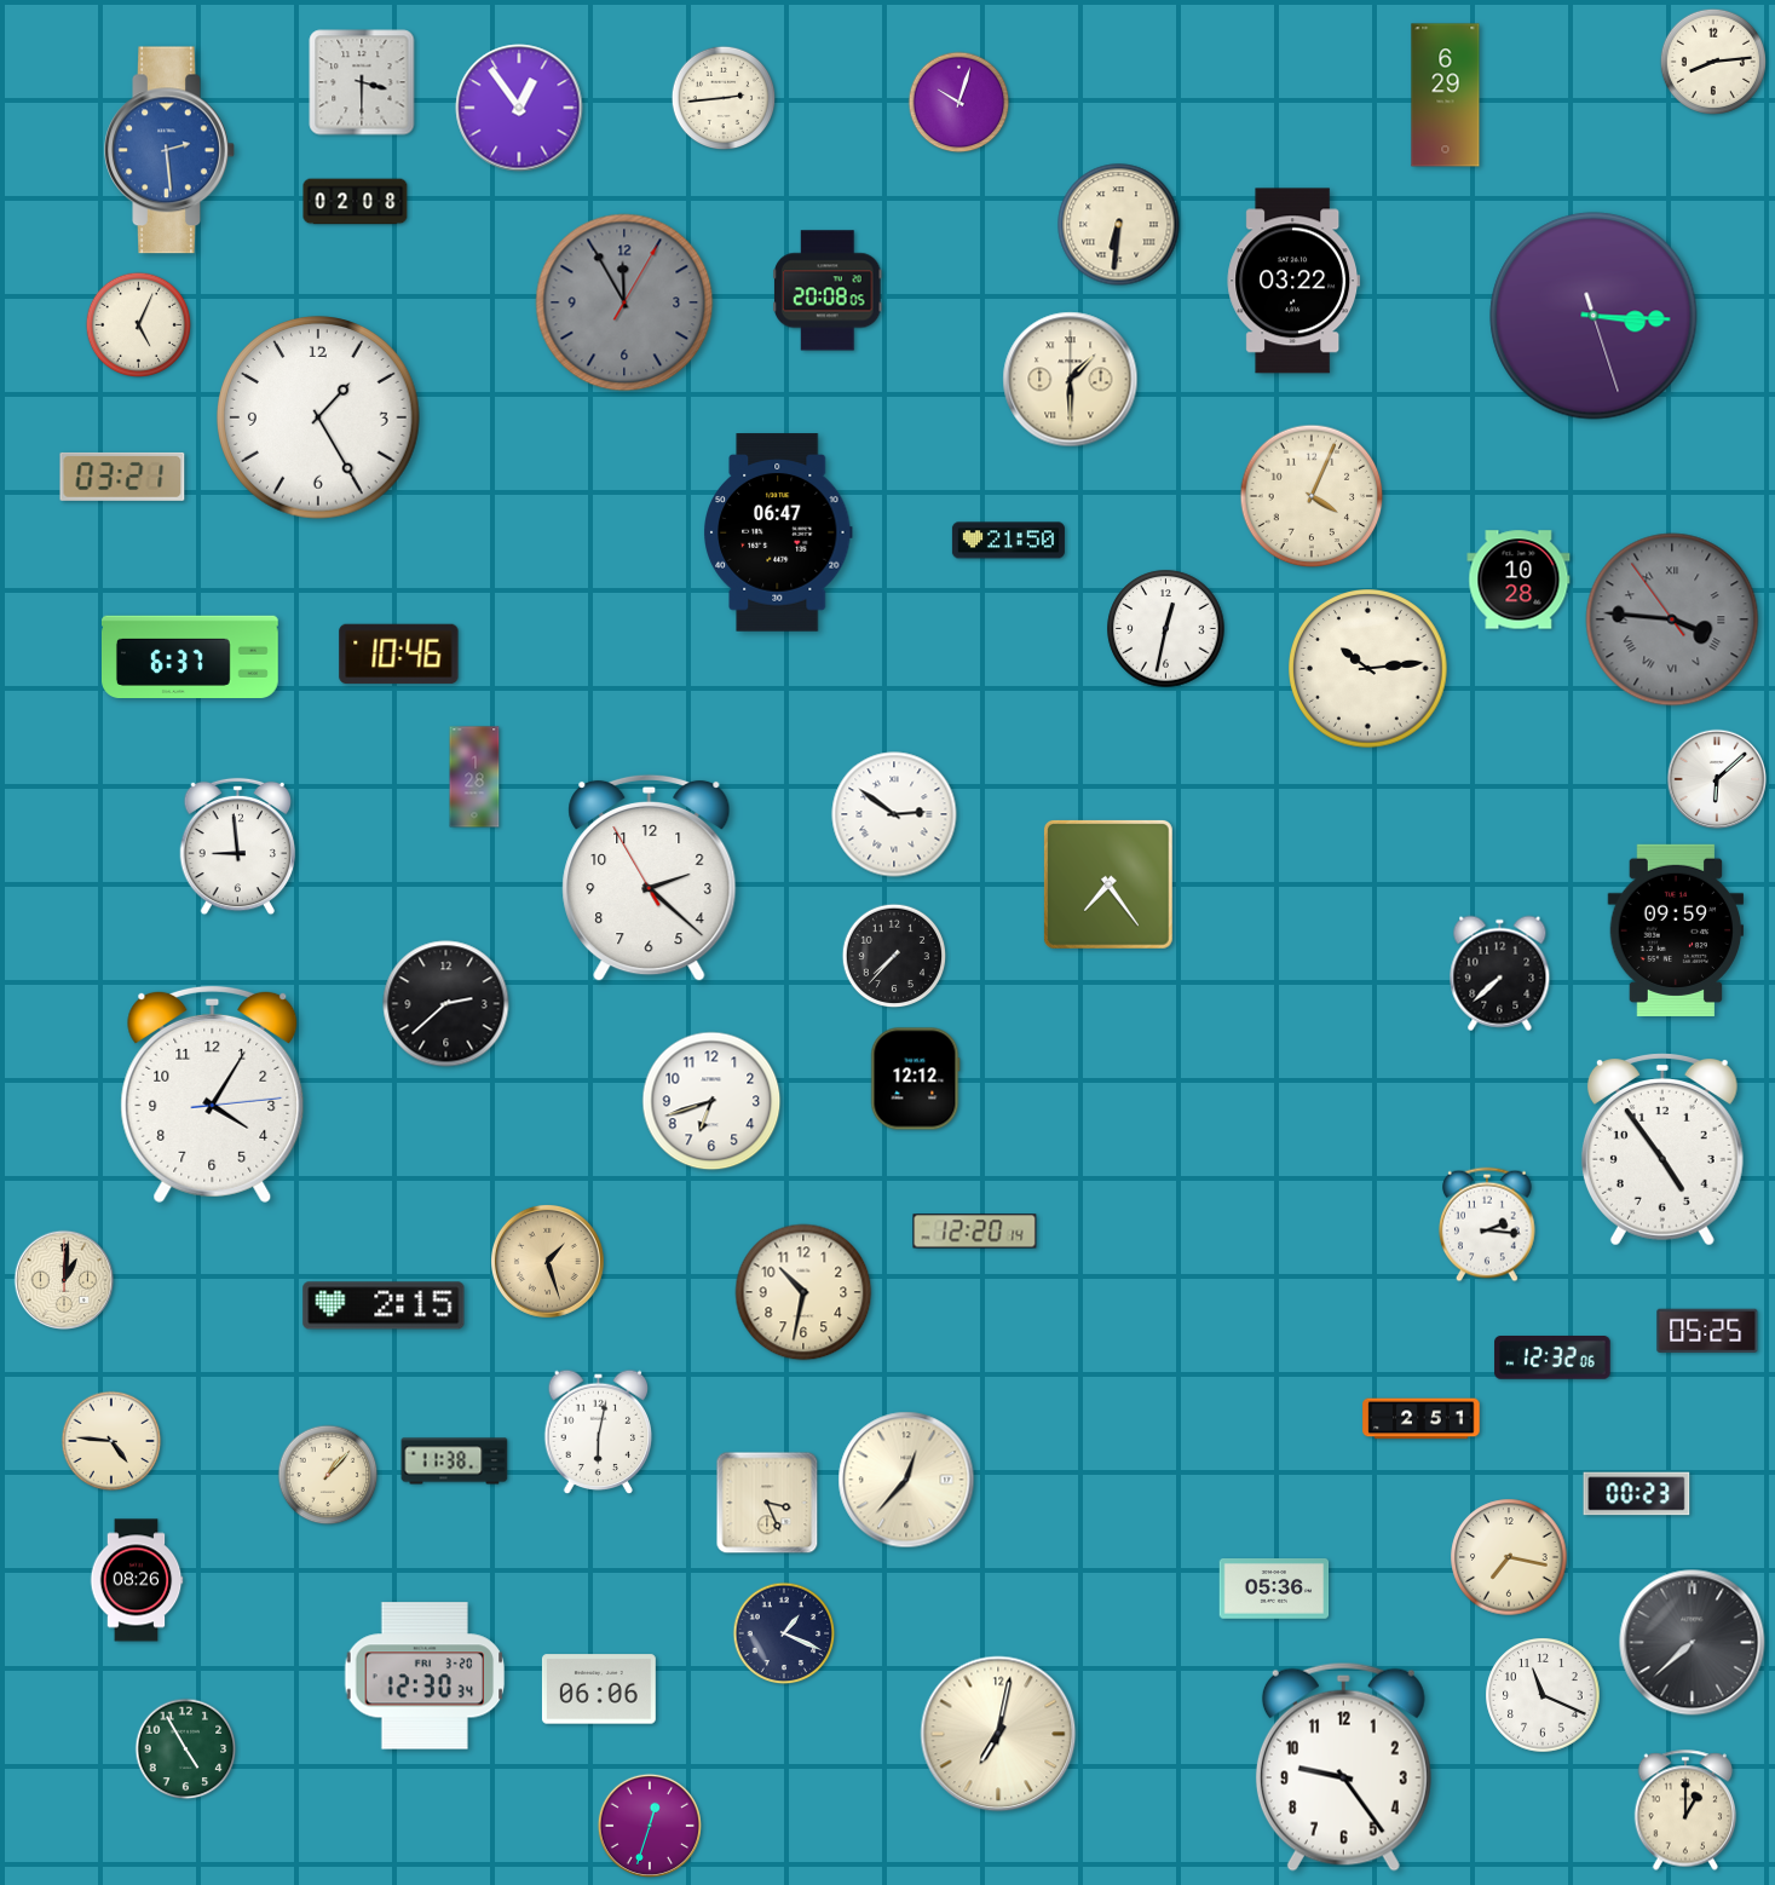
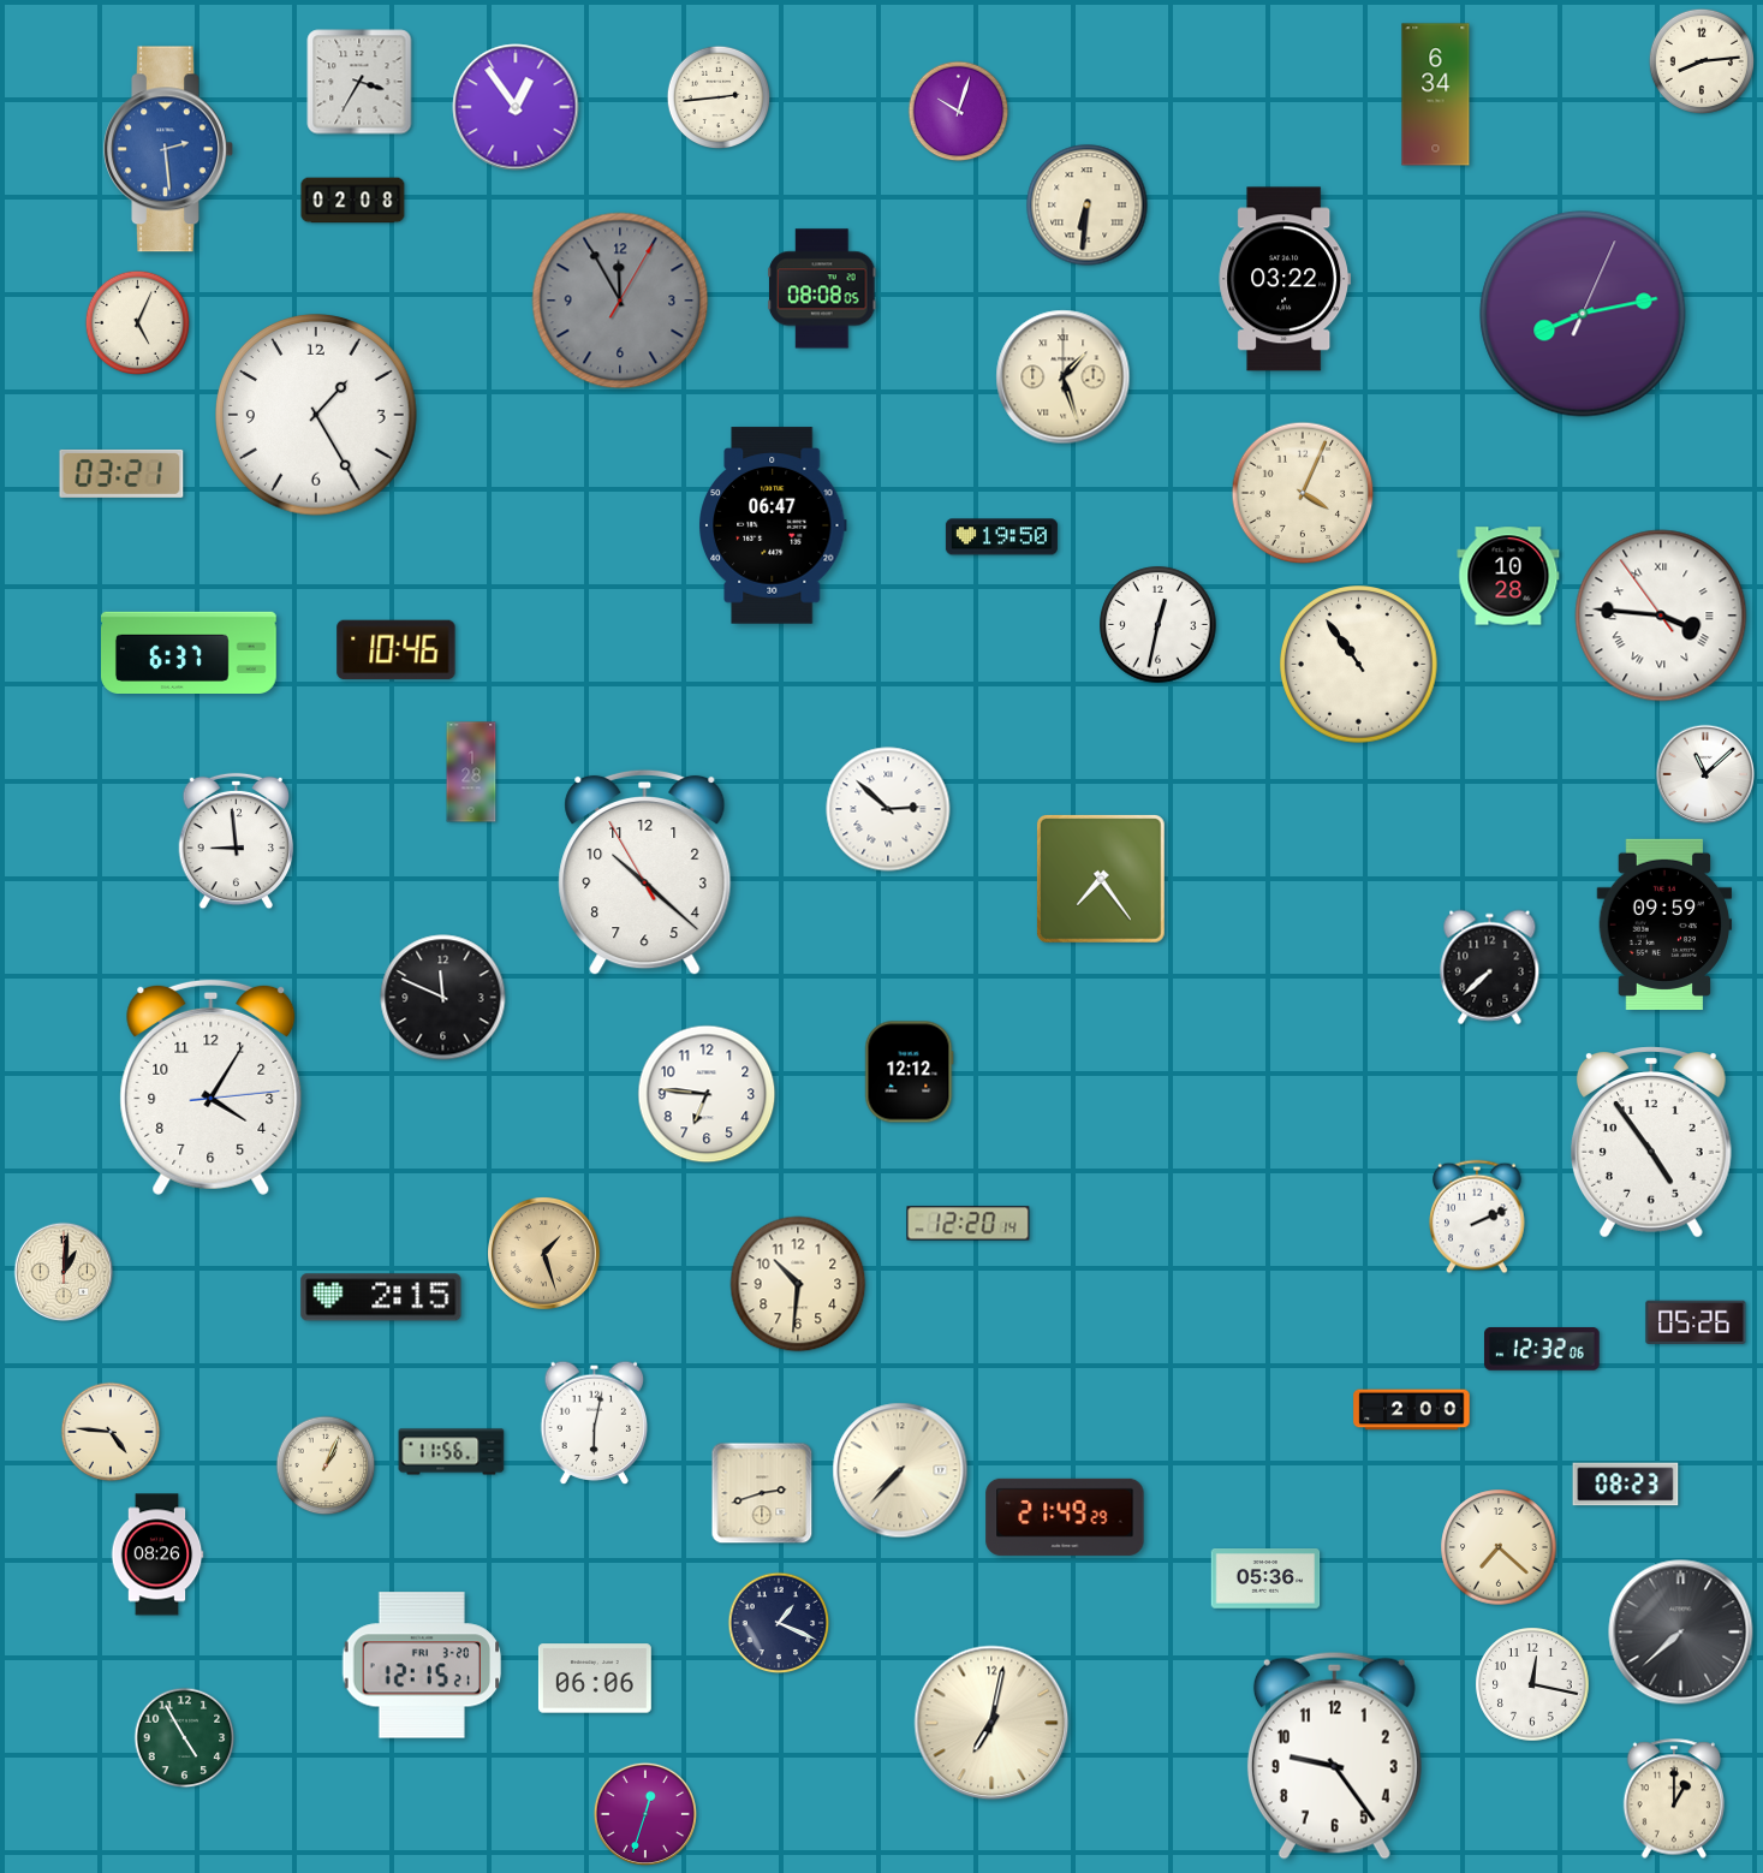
clock at (362, 82): 3:30 -> 3:35
clock at (1446, 96): 6:29 -> 6:34
clock at (959, 103) position: (959, 103) -> (959, 112)
clock at (1119, 225) position: (1119, 225) -> (1088, 206)
clock at (829, 290): 20:08 -> 08:08
clock at (1594, 316): 3:15 -> 8:13
clock at (1071, 380): 1:30 -> 1:27
clock at (778, 532) position: (778, 532) -> (773, 525)
clock at (1008, 541): 21:50 -> 19:50
clock at (1672, 619) dial: grey -> white
clock at (1368, 669): 10:14 -> 10:54
clock at (1717, 779): 6:08 -> 11:08
clock at (894, 814): 2:51 -> 2:52
clock at (650, 878): 2:21 -> 10:21
clock at (894, 956): 7:37 -> none
clock at (446, 1004): 2:38 -> 11:49
clock at (711, 1101): 6:42 -> 6:46
clock at (1487, 1224): 2:16 -> 2:11
clock at (803, 1292): 10:32 -> 10:31
clock at (1707, 1330): 05:25 -> 05:26
clock at (1422, 1419): 2:51 -> 2:00
clock at (455, 1462): 11:38 -> 11:56
clock at (328, 1475): 1:07 -> 1:04
clock at (906, 1480): 12:37 -> 7:37
clock at (1637, 1494): 00:23 -> 08:23
clock at (767, 1503): 3:26 -> 2:42
clock at (1065, 1517): none -> 21:49
clock at (1509, 1557): 7:17 -> 7:22
clock at (137, 1580) position: (137, 1580) -> (157, 1554)
clock at (425, 1676): 12:30 -> 12:15
clock at (1543, 1695): 11:19 -> 12:17
